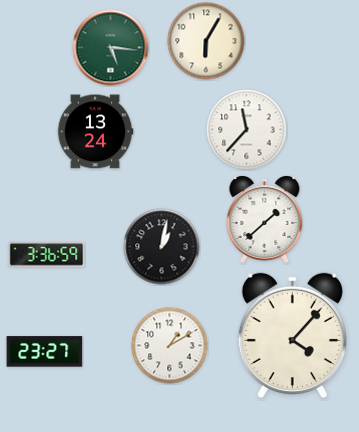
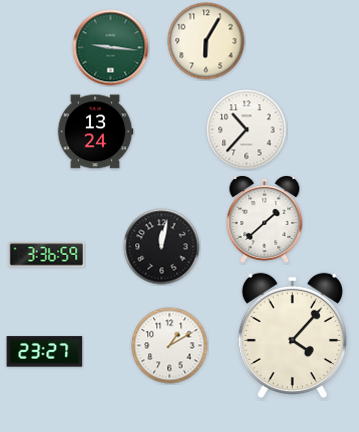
clock at (111, 48): 5:16 -> 9:16
clock at (247, 130): 11:37 -> 10:37
clock at (162, 247): 1:02 -> 12:02
